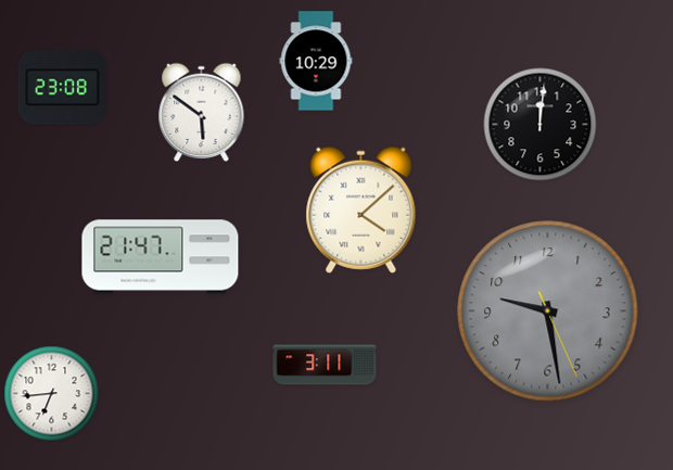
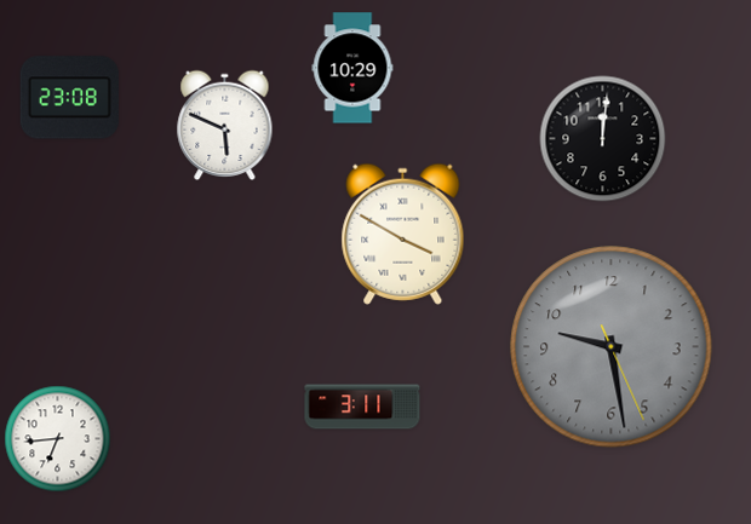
clock at (202, 112): 5:51 -> 5:49
clock at (361, 209): 4:08 -> 3:50
clock at (161, 257): 21:47 -> none
